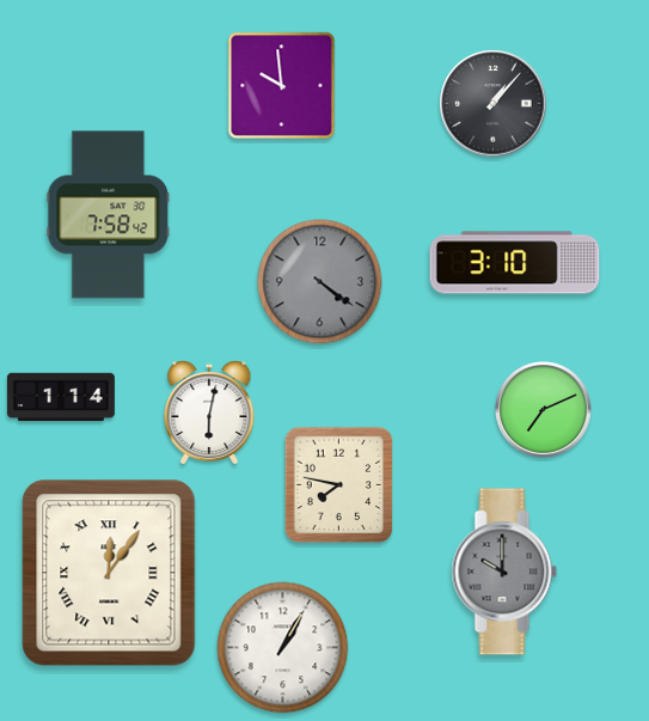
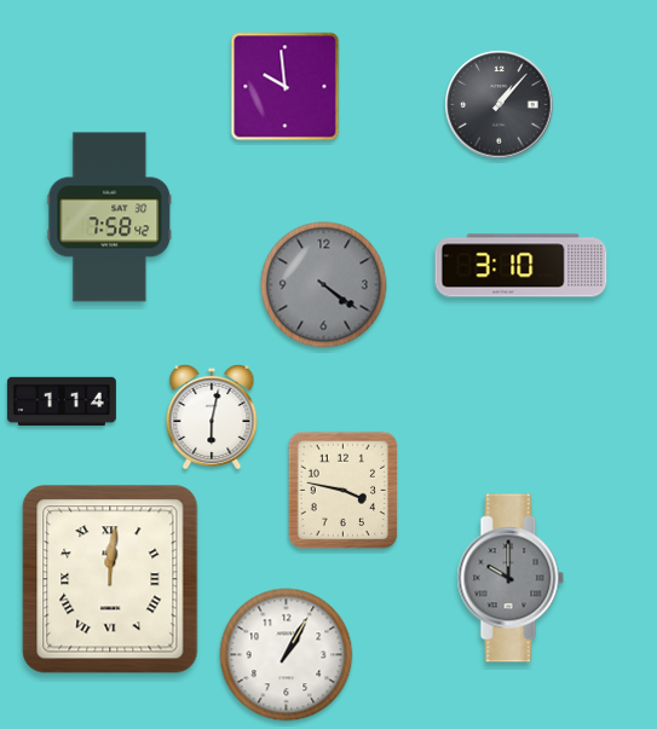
clock at (544, 410): 7:11 -> none
clock at (339, 485): 7:47 -> 3:47
clock at (109, 573): 12:06 -> 12:01
